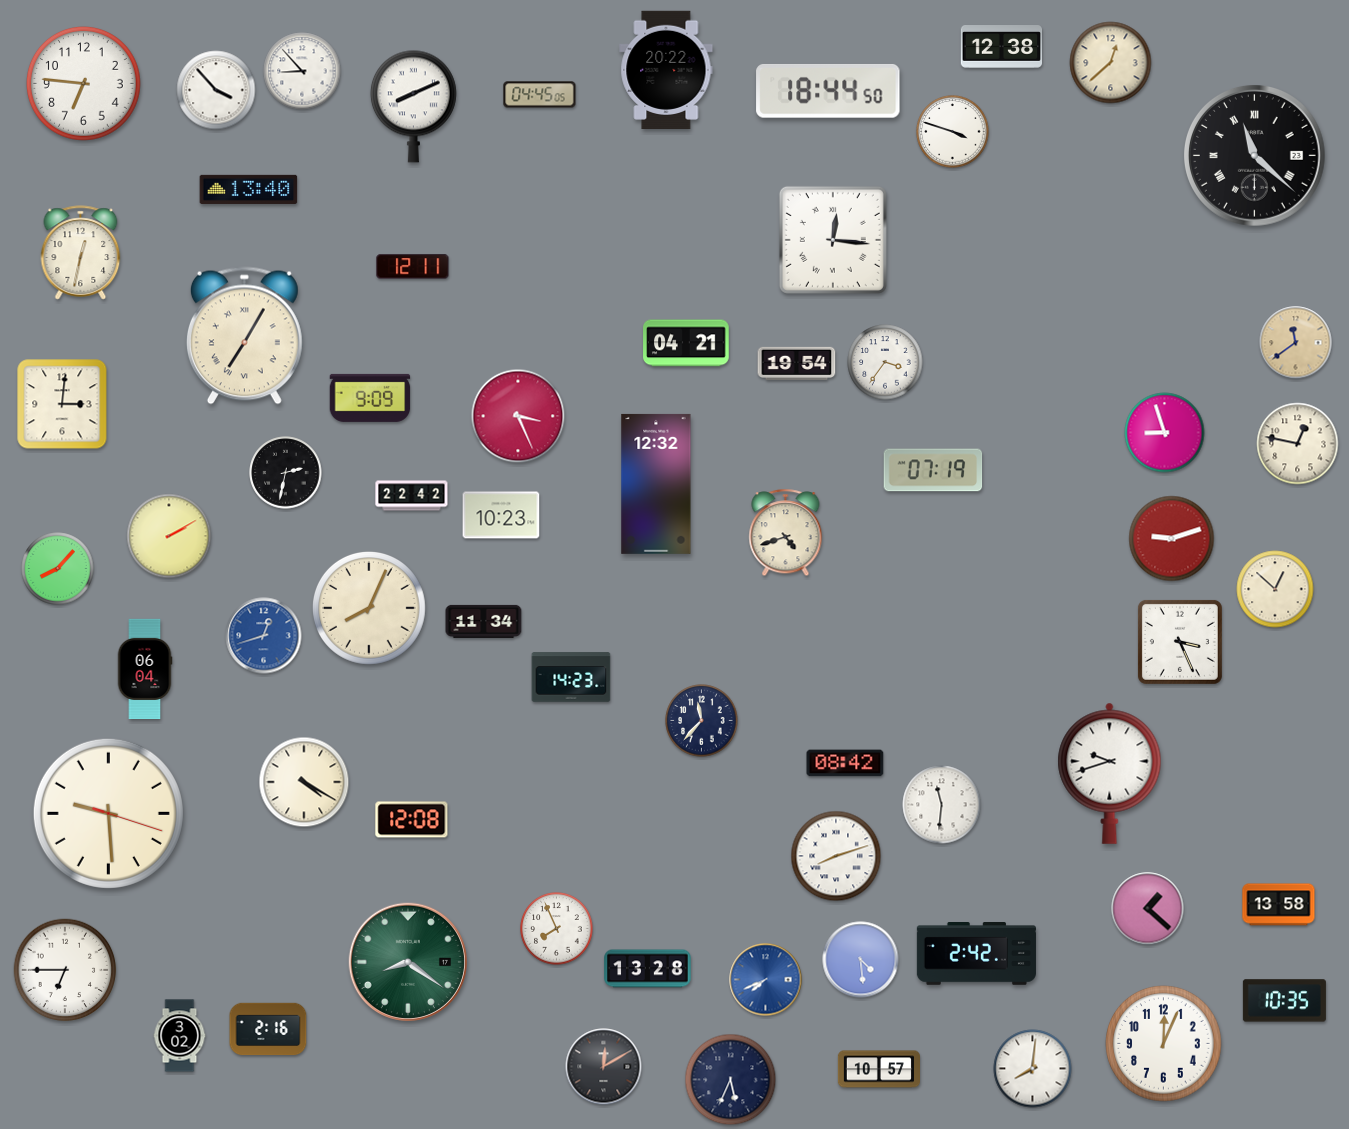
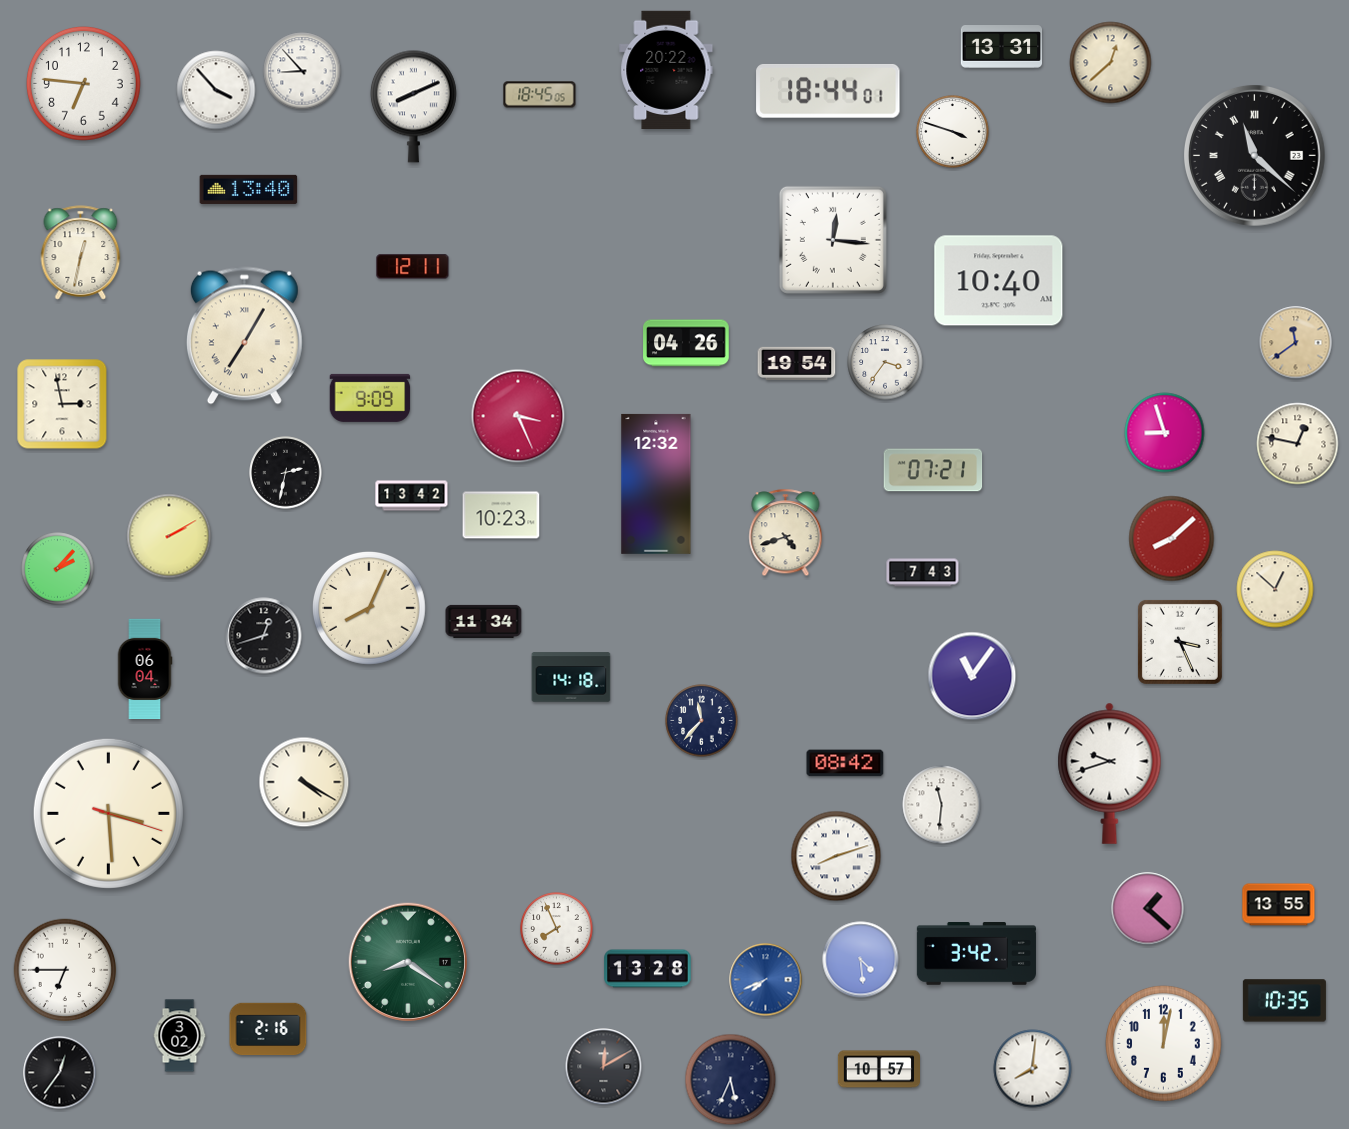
clock at (1002, 47): 12:38 -> 13:31
clock at (828, 91): 18:44:50 -> 18:44:01
clock at (540, 95): 04:45 -> 18:45
clock at (999, 281): none -> 10:40
clock at (686, 343): 04:21 -> 04:26
clock at (62, 404): 3:01 -> 2:58
clock at (933, 470): 07:19 -> 07:21
clock at (412, 496): 22:42 -> 13:42
clock at (1172, 539): 9:12 -> 8:08
clock at (58, 569): 8:07 -> 2:07
clock at (923, 573): none -> 7:43
clock at (264, 636) dial: blue -> black
clock at (972, 676): none -> 11:06
clock at (571, 677): 14:23 -> 14:18
clock at (108, 813): 9:29 -> 3:29
clock at (412, 820): 12:08 -> none
clock at (1279, 905): 13:58 -> 13:55
clock at (976, 954): 2:42 -> 3:42
clock at (1164, 1044): 12:04 -> 12:02
clock at (60, 1073): none -> 12:36
